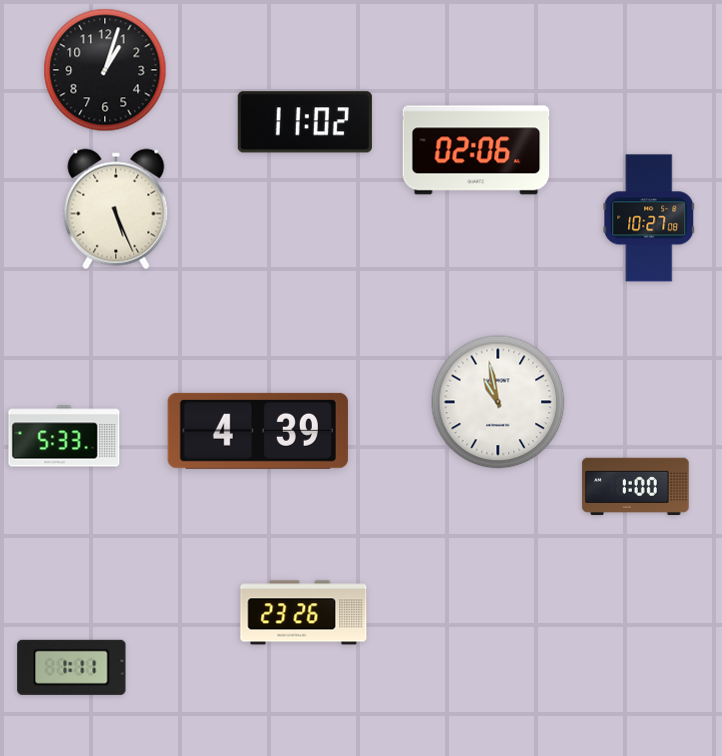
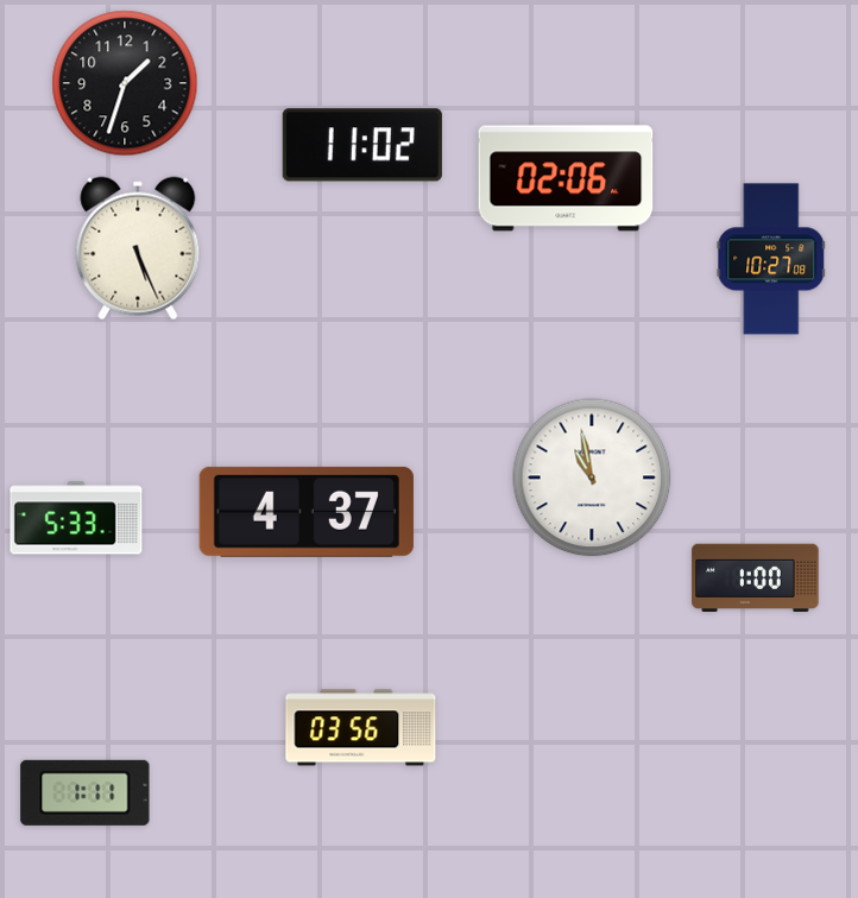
clock at (105, 70): 1:03 -> 1:33
clock at (258, 431): 4:39 -> 4:37
clock at (304, 613): 23:26 -> 03:56
